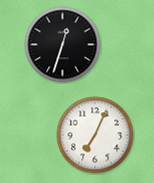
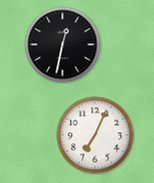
clock at (63, 45): 12:33 -> 12:32
